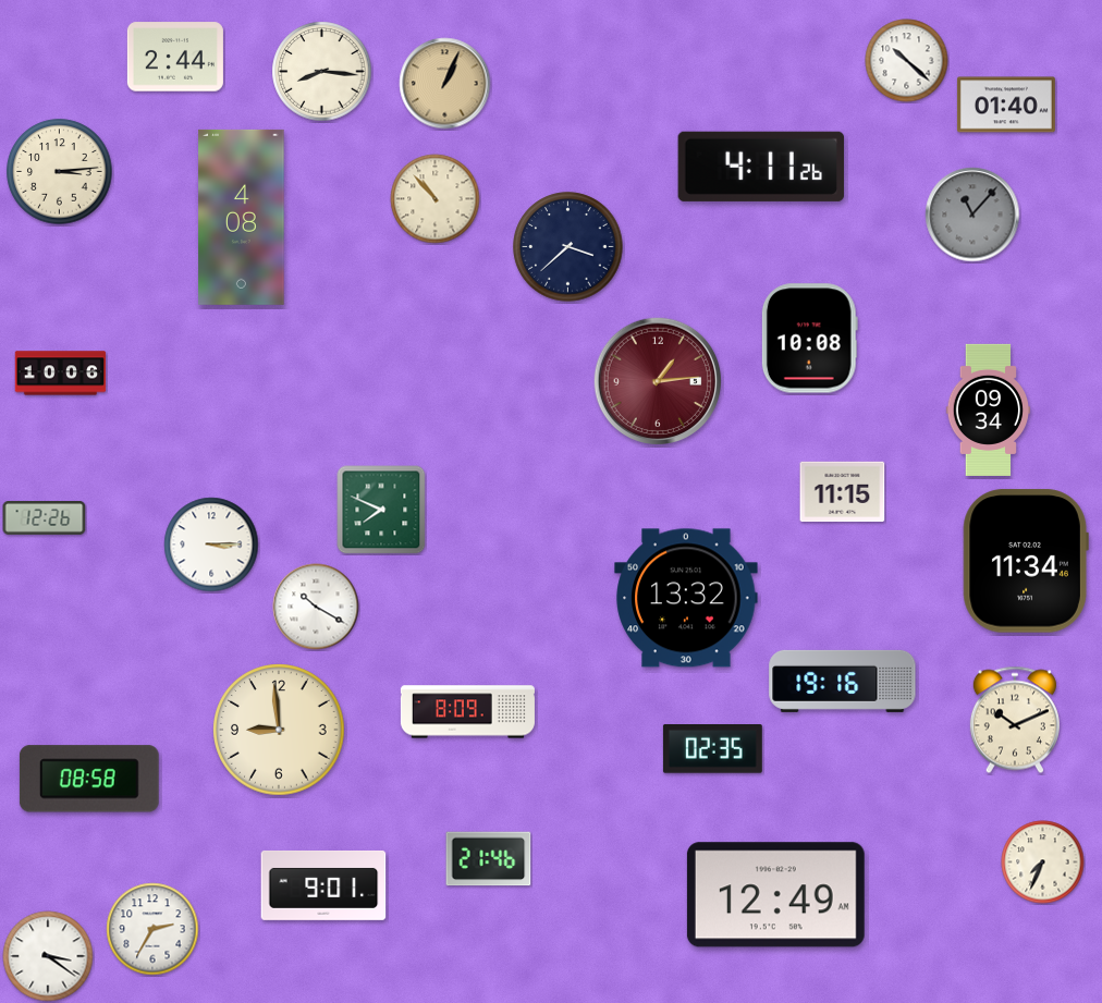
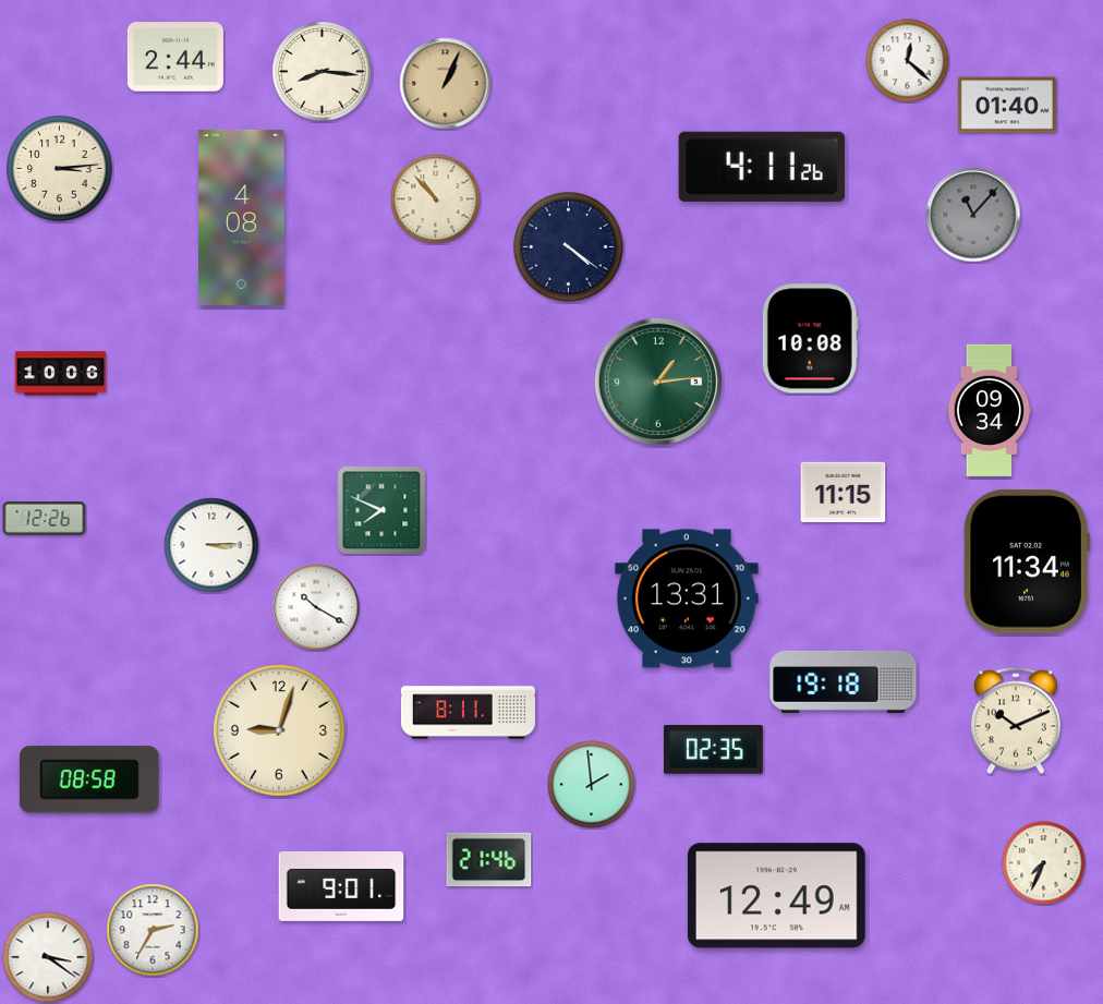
clock at (907, 61): 10:22 -> 12:22
clock at (60, 172) position: (60, 172) -> (60, 169)
clock at (568, 247): 3:38 -> 4:21
clock at (657, 380) dial: burgundy -> green
clock at (686, 598): 13:32 -> 13:31
clock at (843, 681): 19:16 -> 19:18
clock at (467, 712): 8:09 -> 8:11
clock at (279, 730): 8:59 -> 9:03
clock at (592, 785): none -> 1:59
clock at (323, 885) position: (323, 885) -> (341, 886)
